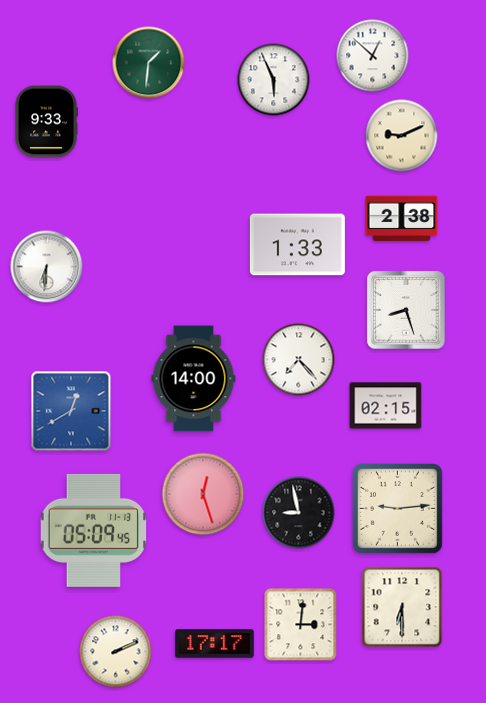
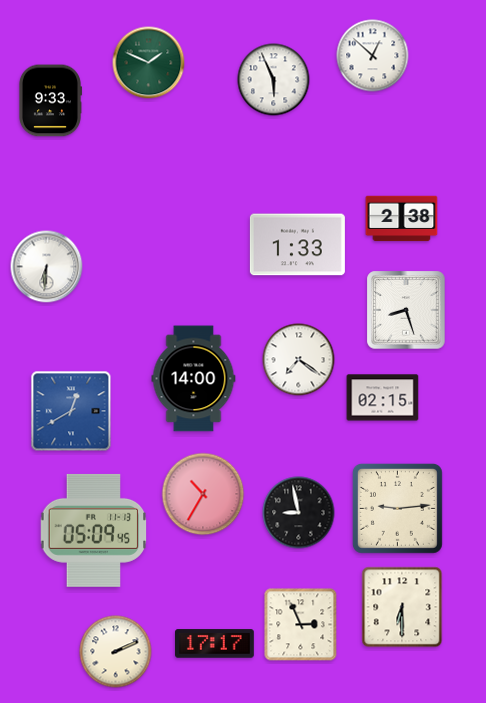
clock at (149, 63): 1:31 -> 1:49
clock at (46, 122) position: (46, 122) -> (50, 101)
clock at (402, 136): 9:11 -> none
clock at (299, 360): 7:23 -> 7:21
clock at (386, 406) position: (386, 406) -> (383, 398)
clock at (203, 494): 12:27 -> 10:35
clock at (301, 625): 3:01 -> 2:56
